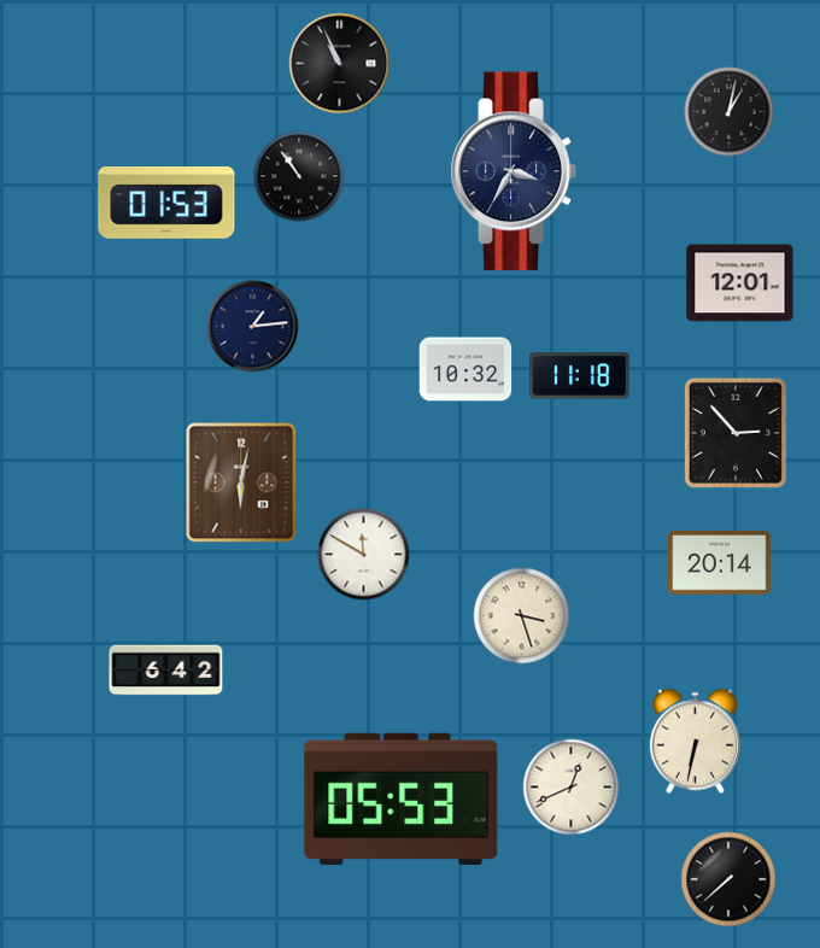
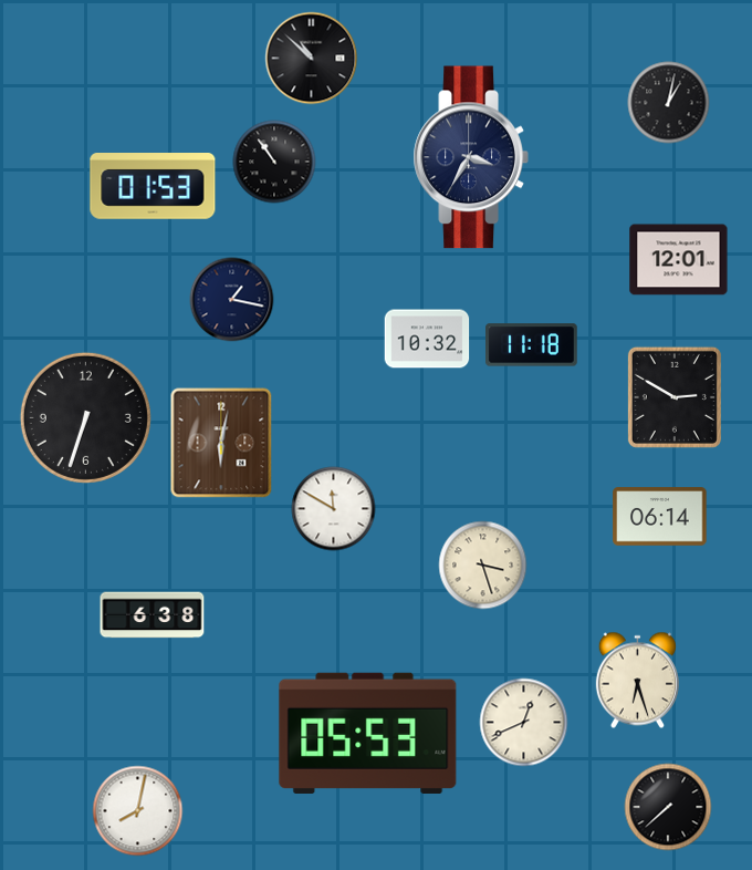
clock at (340, 64): 10:56 -> 10:52
clock at (253, 327): 1:14 -> 1:17
clock at (736, 433): 2:53 -> 2:50
clock at (85, 417): none -> 6:33
clock at (720, 563): 20:14 -> 06:14
clock at (522, 616) position: (522, 616) -> (483, 566)
clock at (166, 671): 6:42 -> 6:38
clock at (695, 742): 6:32 -> 6:27
clock at (138, 811): none -> 8:02
